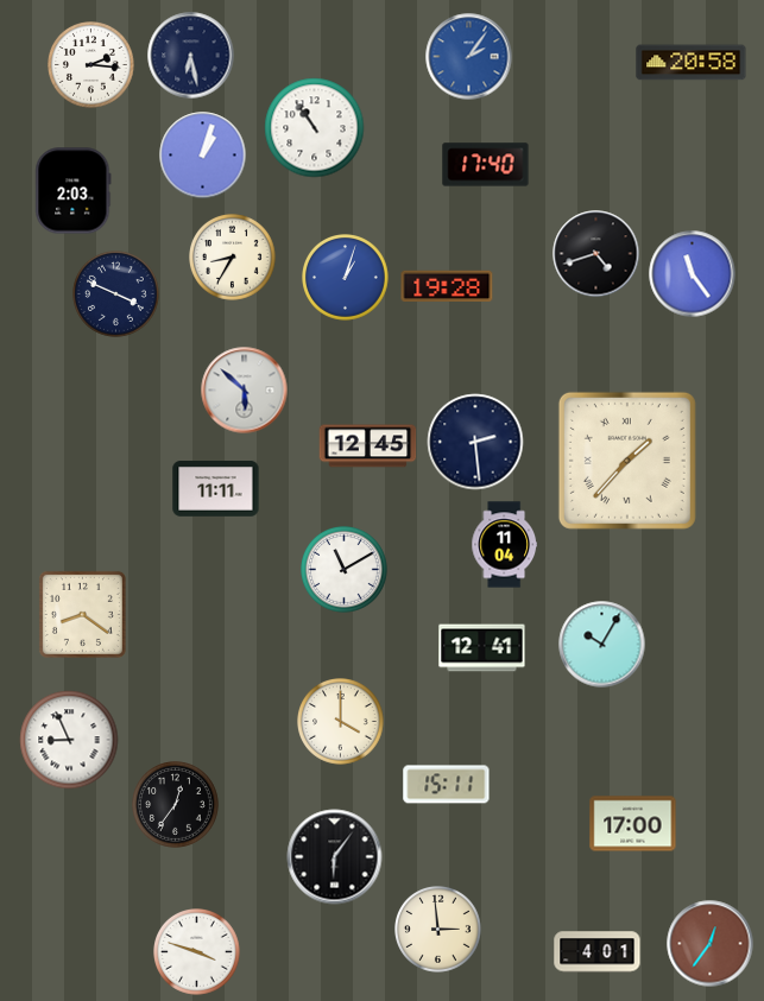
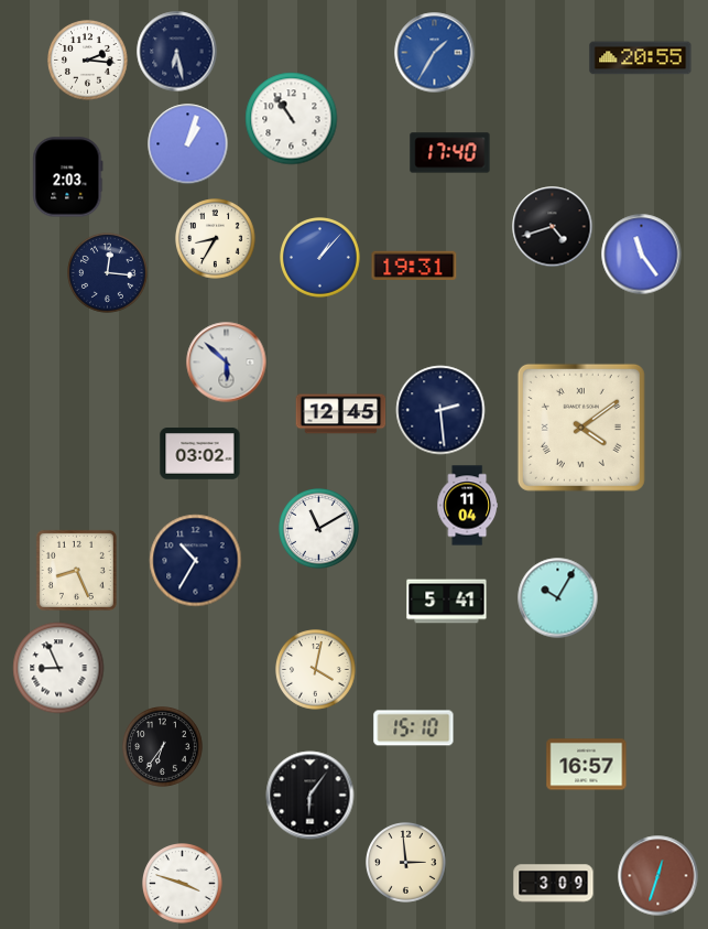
clock at (469, 57): 2:06 -> 1:35
clock at (692, 63): 20:58 -> 20:55
clock at (91, 65) position: (91, 65) -> (88, 61)
clock at (596, 254) position: (596, 254) -> (553, 227)
clock at (346, 278): 1:03 -> 1:07
clock at (447, 285): 19:28 -> 19:31
clock at (116, 294): 3:49 -> 12:16
clock at (627, 461): 1:37 -> 4:09
clock at (216, 489): 11:11 -> 03:02
clock at (196, 561): none -> 10:35
clock at (82, 614): 8:21 -> 8:26
clock at (482, 648): 12:41 -> 5:41
clock at (341, 722): 4:00 -> 4:02
clock at (69, 740) position: (69, 740) -> (58, 668)
clock at (447, 785): 15:11 -> 15:10
clock at (176, 805): 12:36 -> 6:36
clock at (633, 824): 17:00 -> 16:57
clock at (711, 944): 12:36 -> 12:33
clock at (598, 952): 4:01 -> 3:09
